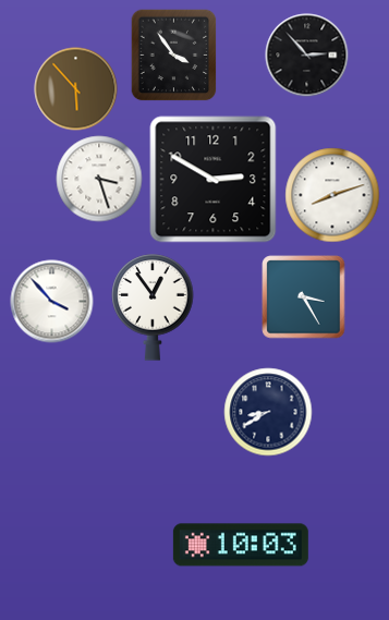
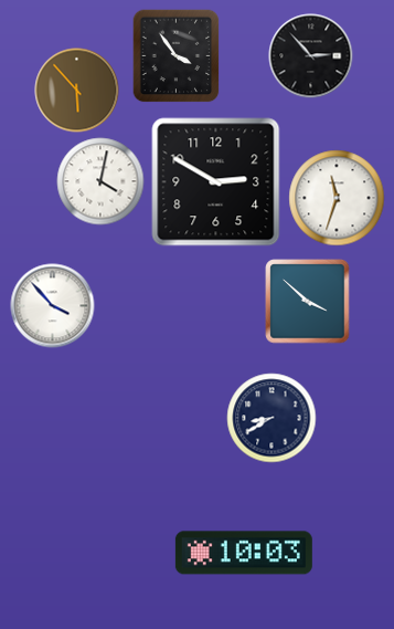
clock at (99, 179): 3:27 -> 4:02
clock at (332, 195): 8:12 -> 11:33
clock at (304, 297): 3:25 -> 3:52
clock at (153, 307): 12:54 -> none
